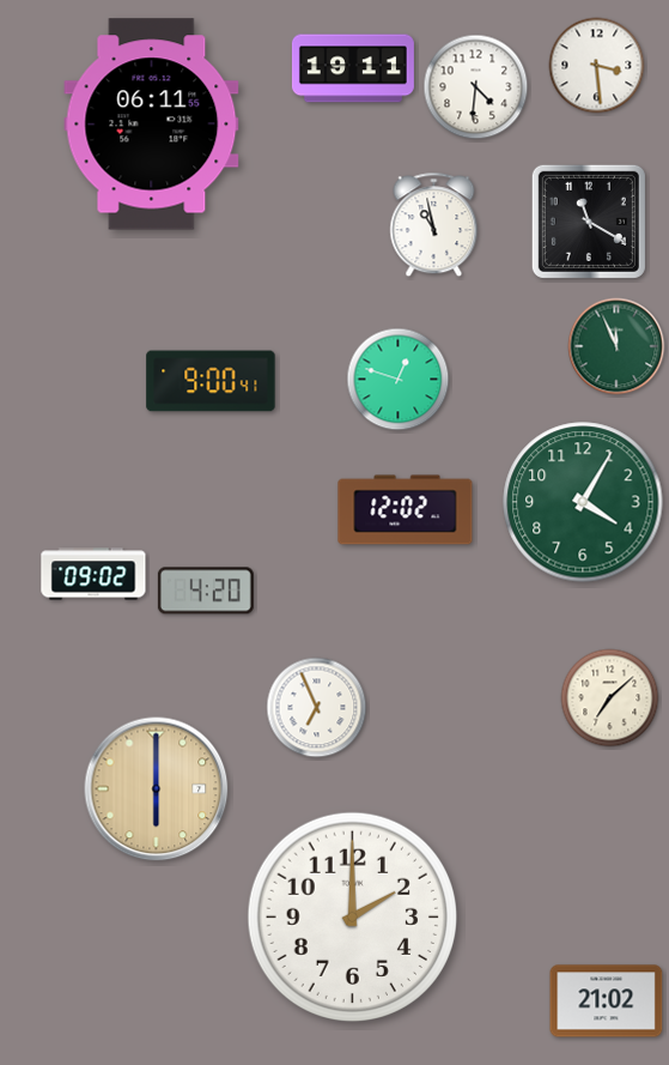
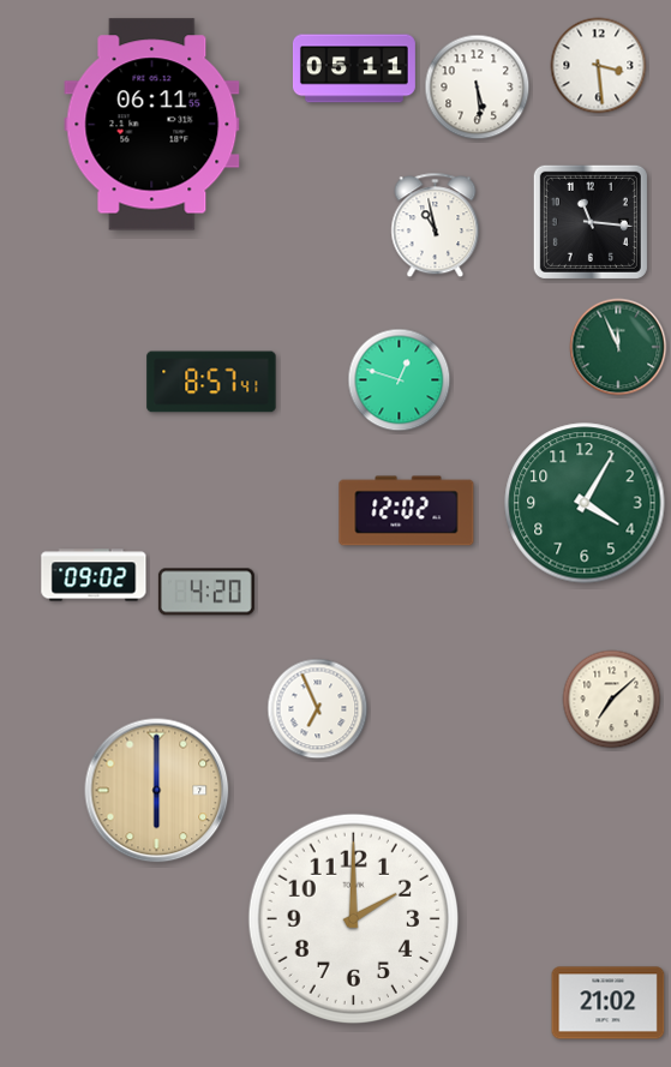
clock at (353, 68): 19:11 -> 05:11
clock at (476, 87): 4:31 -> 5:29
clock at (589, 222): 11:20 -> 11:16
clock at (211, 381): 9:00 -> 8:57
